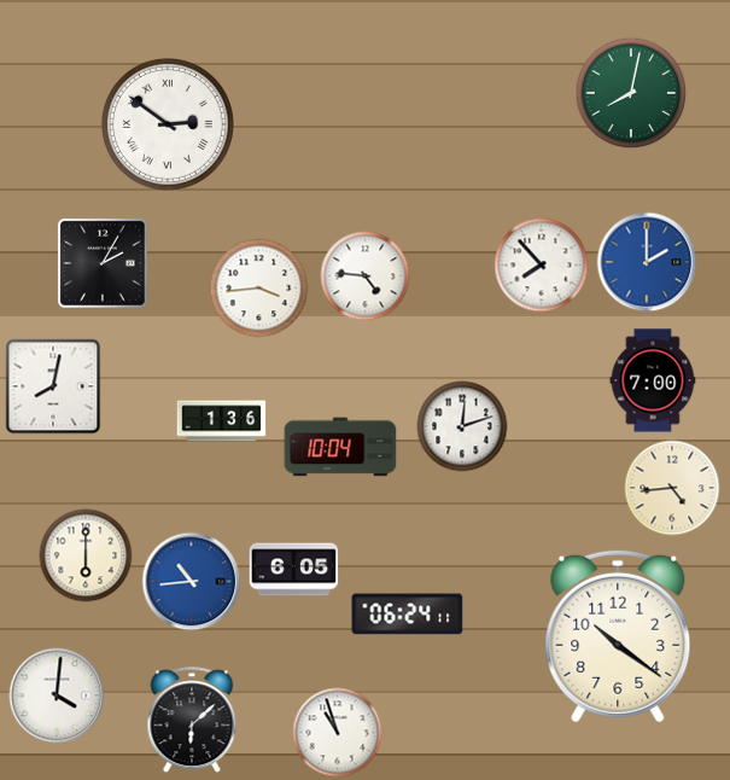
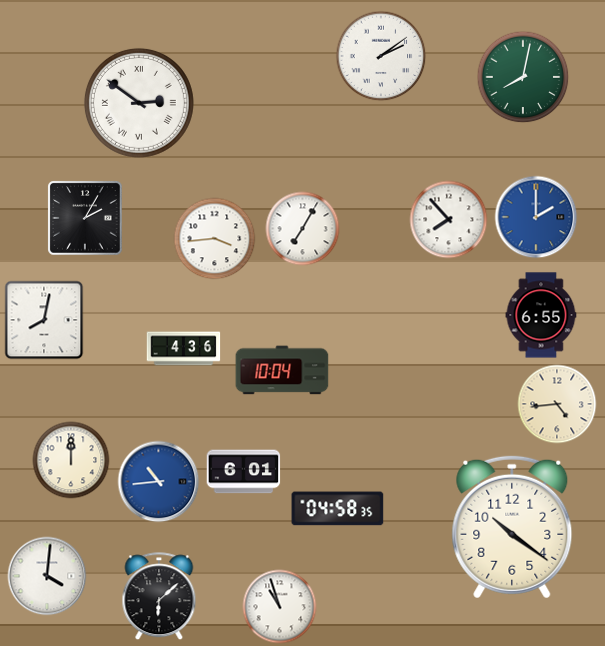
clock at (381, 56): none -> 2:09
clock at (366, 277): 4:46 -> 7:05
clock at (653, 380): 7:00 -> 6:55
clock at (222, 421): 1:36 -> 4:36
clock at (462, 426): 12:12 -> none
clock at (86, 555): 6:00 -> 12:00
clock at (294, 570): 6:05 -> 6:01
clock at (408, 615): 06:24 -> 04:58
